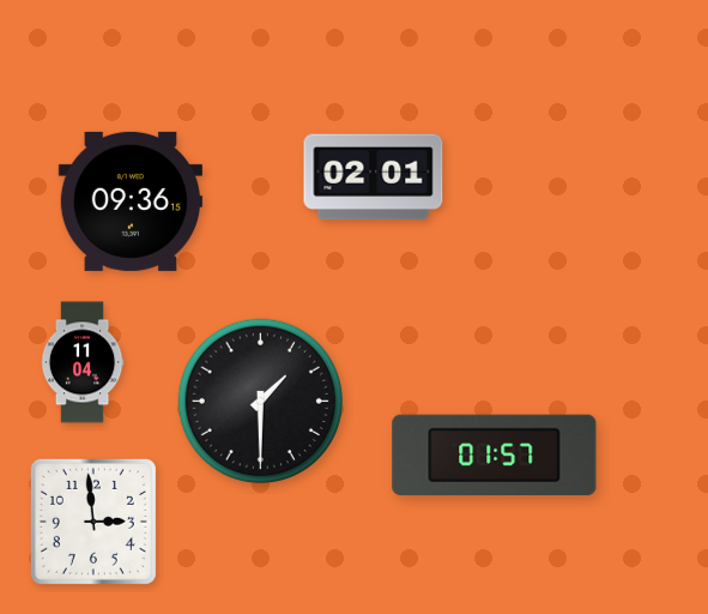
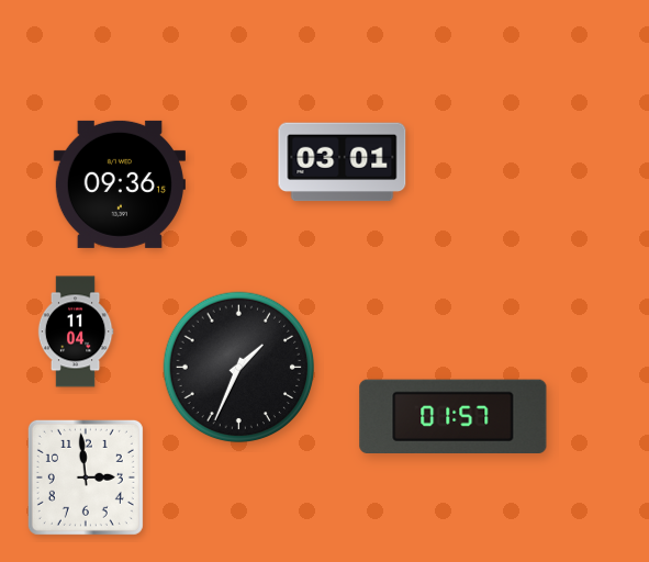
clock at (374, 177): 02:01 -> 03:01
clock at (261, 402): 1:30 -> 1:34
